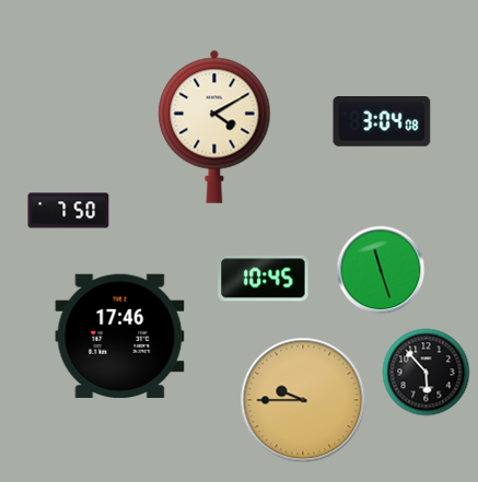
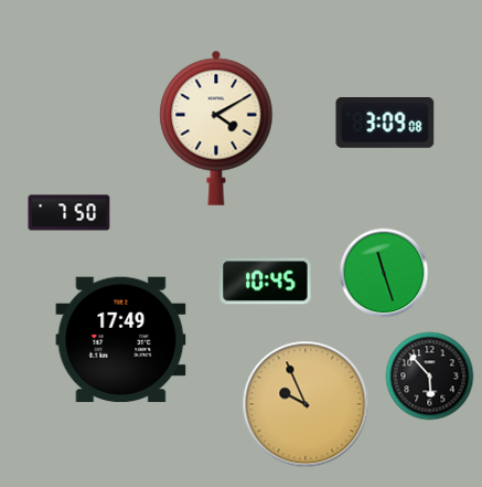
clock at (382, 122): 3:04 -> 3:09
clock at (120, 337): 17:46 -> 17:49
clock at (303, 400): 9:45 -> 9:56
